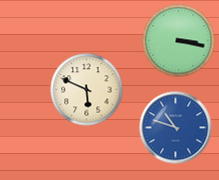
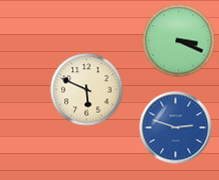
clock at (179, 41): 3:17 -> 3:19
clock at (176, 128): 10:48 -> 2:48
